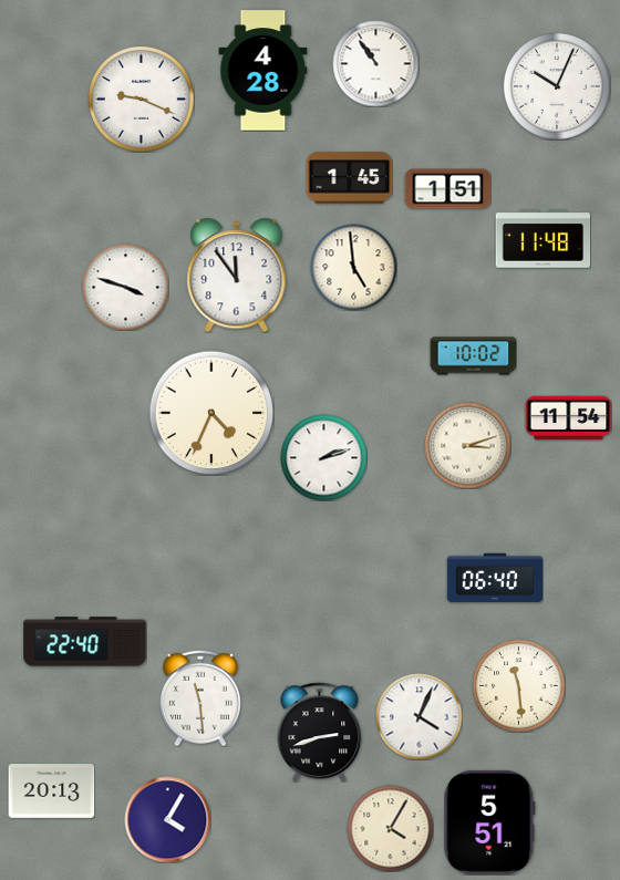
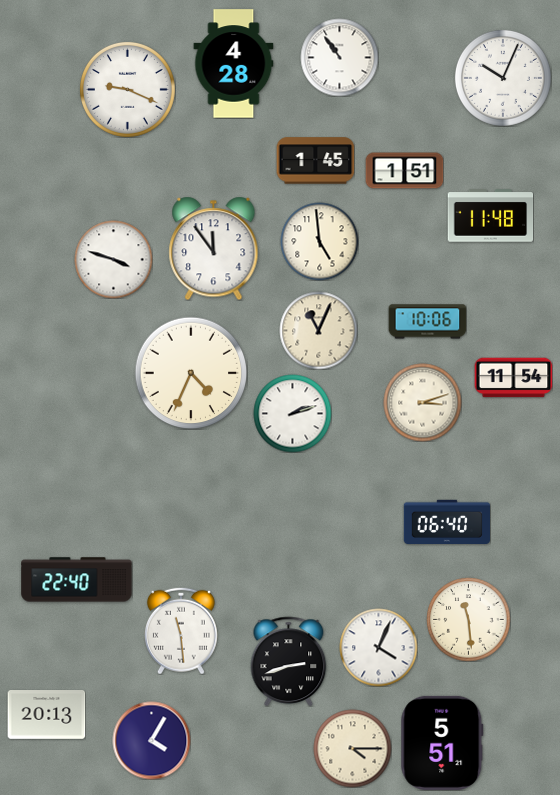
clock at (263, 71) position: (263, 71) -> (234, 64)
clock at (473, 356): 10:02 -> 10:06
clock at (318, 330): none -> 11:04
clock at (390, 828): 4:05 -> 4:15
